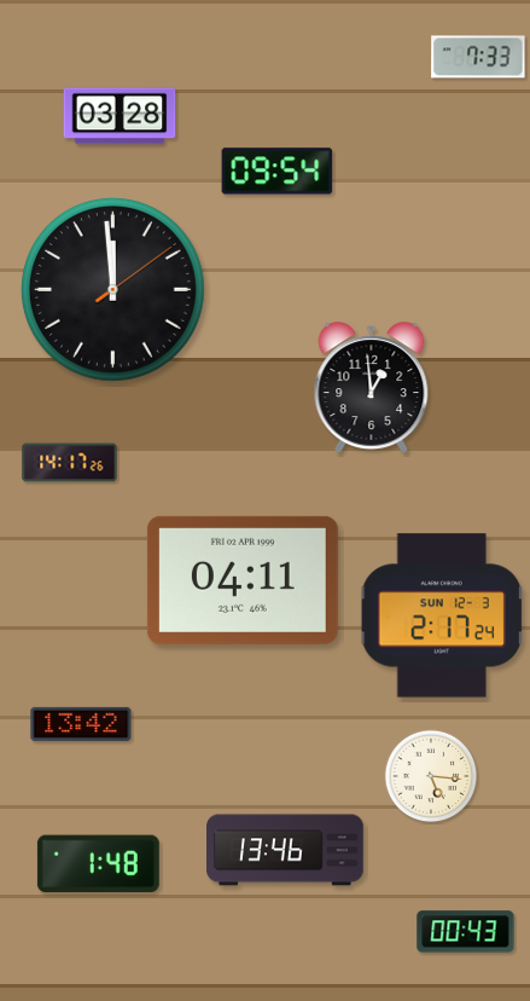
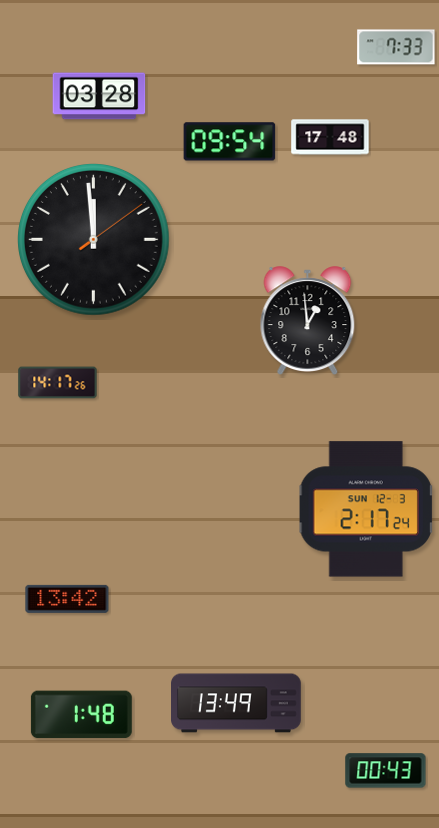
clock at (330, 137): none -> 17:48
clock at (243, 580): 04:11 -> none
clock at (431, 776): 5:16 -> none
clock at (286, 850): 13:46 -> 13:49
